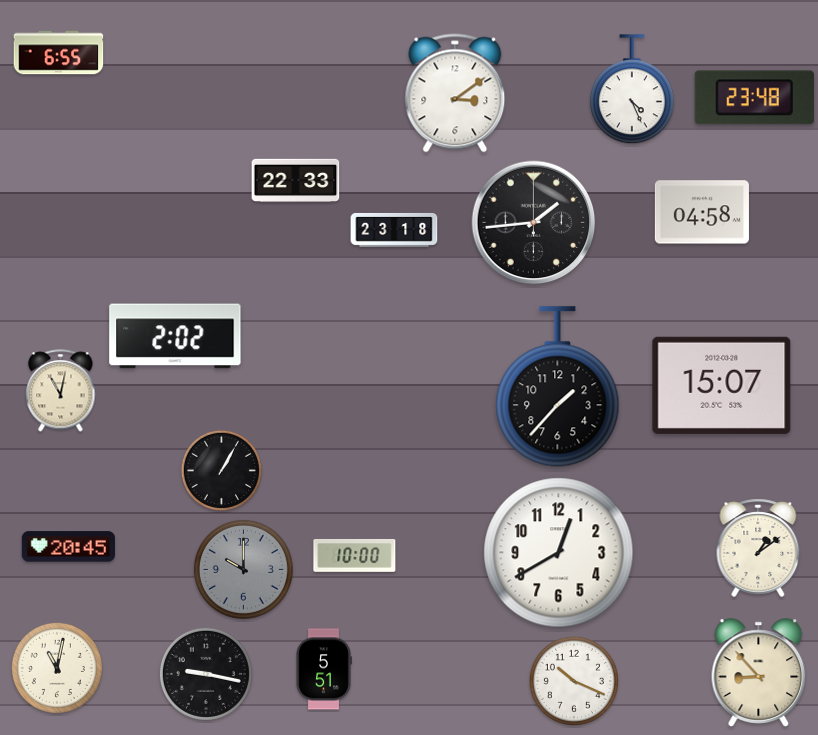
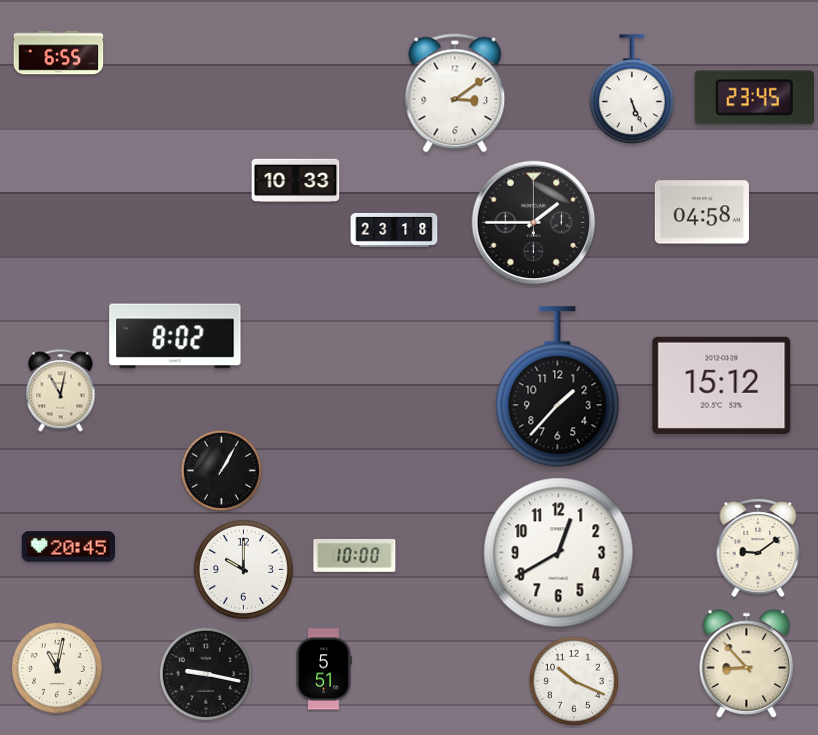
clock at (632, 90): 4:26 -> 5:26
clock at (754, 98): 23:48 -> 23:45
clock at (296, 181): 22:33 -> 10:33
clock at (534, 223): 1:44 -> 1:45
clock at (175, 336): 2:02 -> 8:02
clock at (722, 385): 15:07 -> 15:12
clock at (758, 548): 1:09 -> 9:09
clock at (243, 569) dial: grey -> white
clock at (759, 673) position: (759, 673) -> (747, 664)
